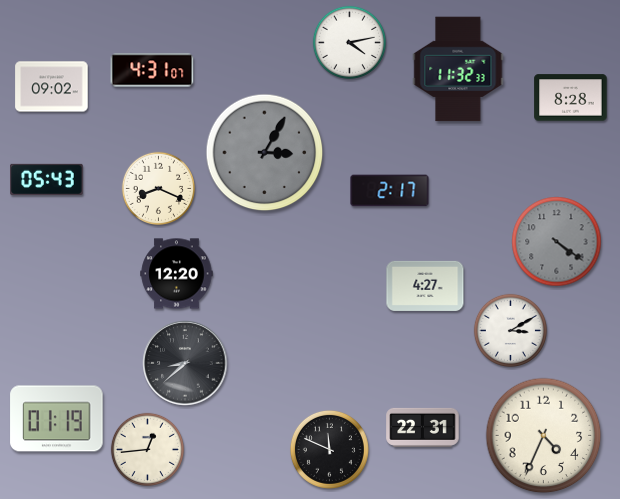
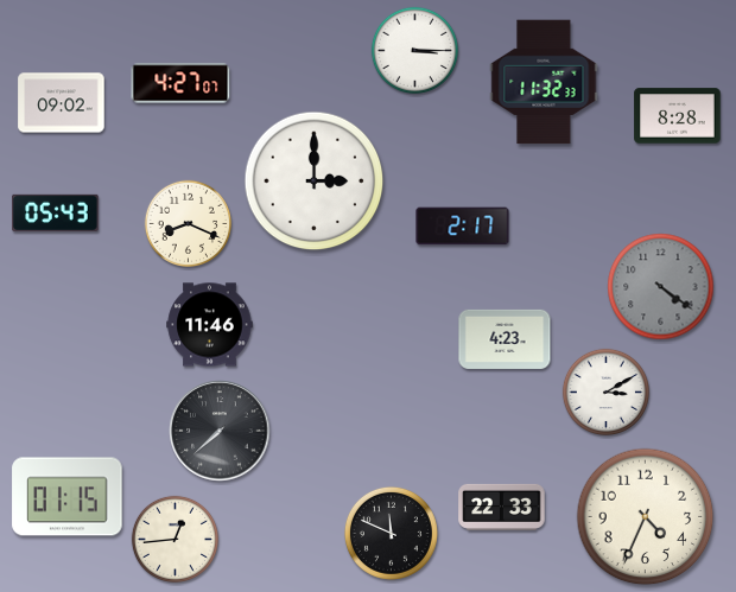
clock at (349, 42): 4:13 -> 3:15
clock at (152, 70): 4:31 -> 4:27
clock at (265, 153): 3:05 -> 3:00
clock at (265, 153) dial: grey -> white
clock at (177, 274): 12:20 -> 11:46
clock at (425, 286): 4:27 -> 4:23
clock at (185, 363): 8:38 -> 7:38
clock at (57, 419): 01:19 -> 01:15
clock at (423, 427): 22:31 -> 22:33
clock at (147, 449) position: (147, 449) -> (175, 539)
